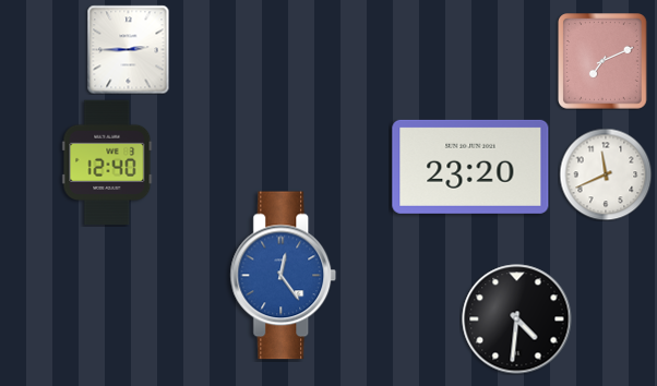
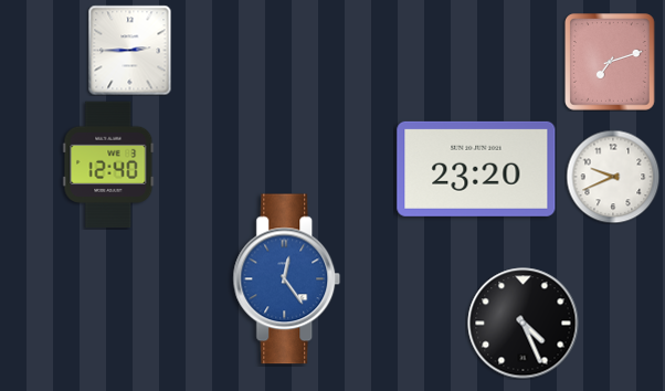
clock at (604, 62): 7:11 -> 7:12
clock at (606, 174): 11:41 -> 9:41
clock at (517, 319): 4:31 -> 4:26
